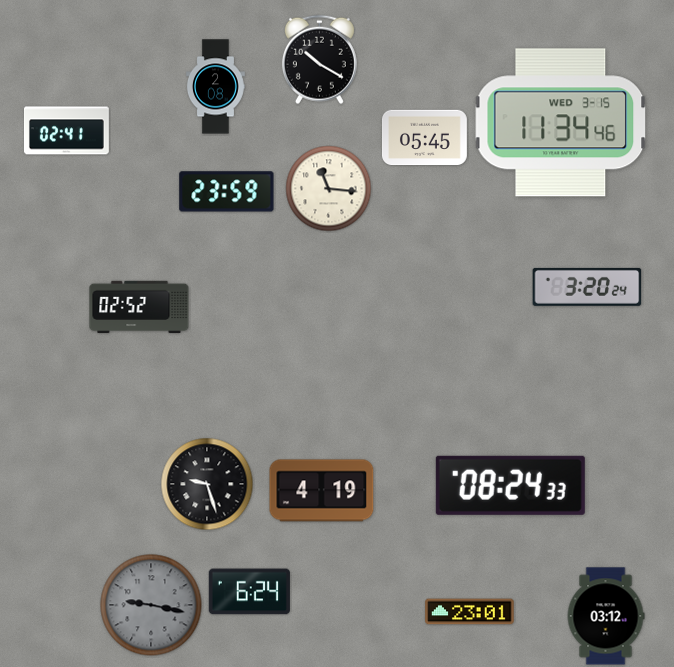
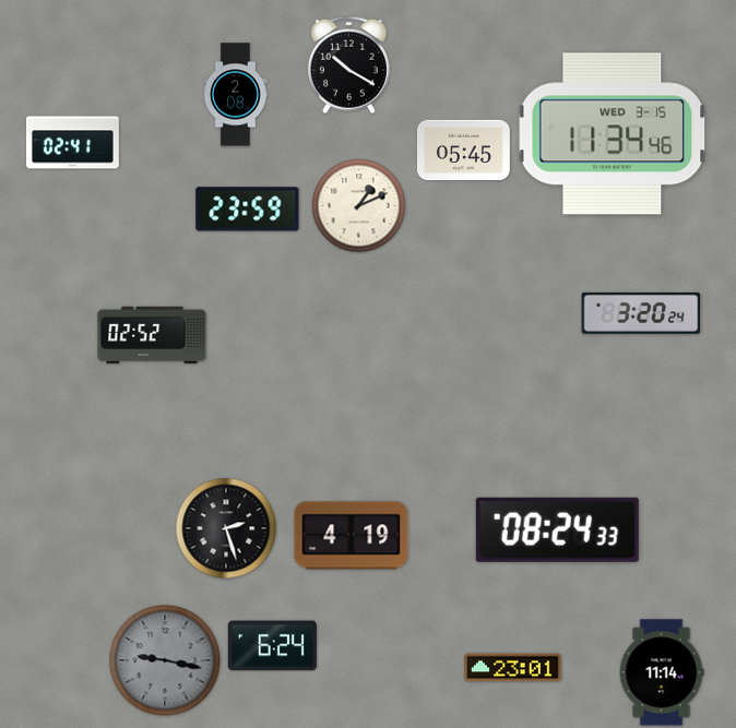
clock at (329, 189): 11:16 -> 1:11
clock at (207, 484): 9:27 -> 2:27
clock at (606, 616): 03:12 -> 11:14
